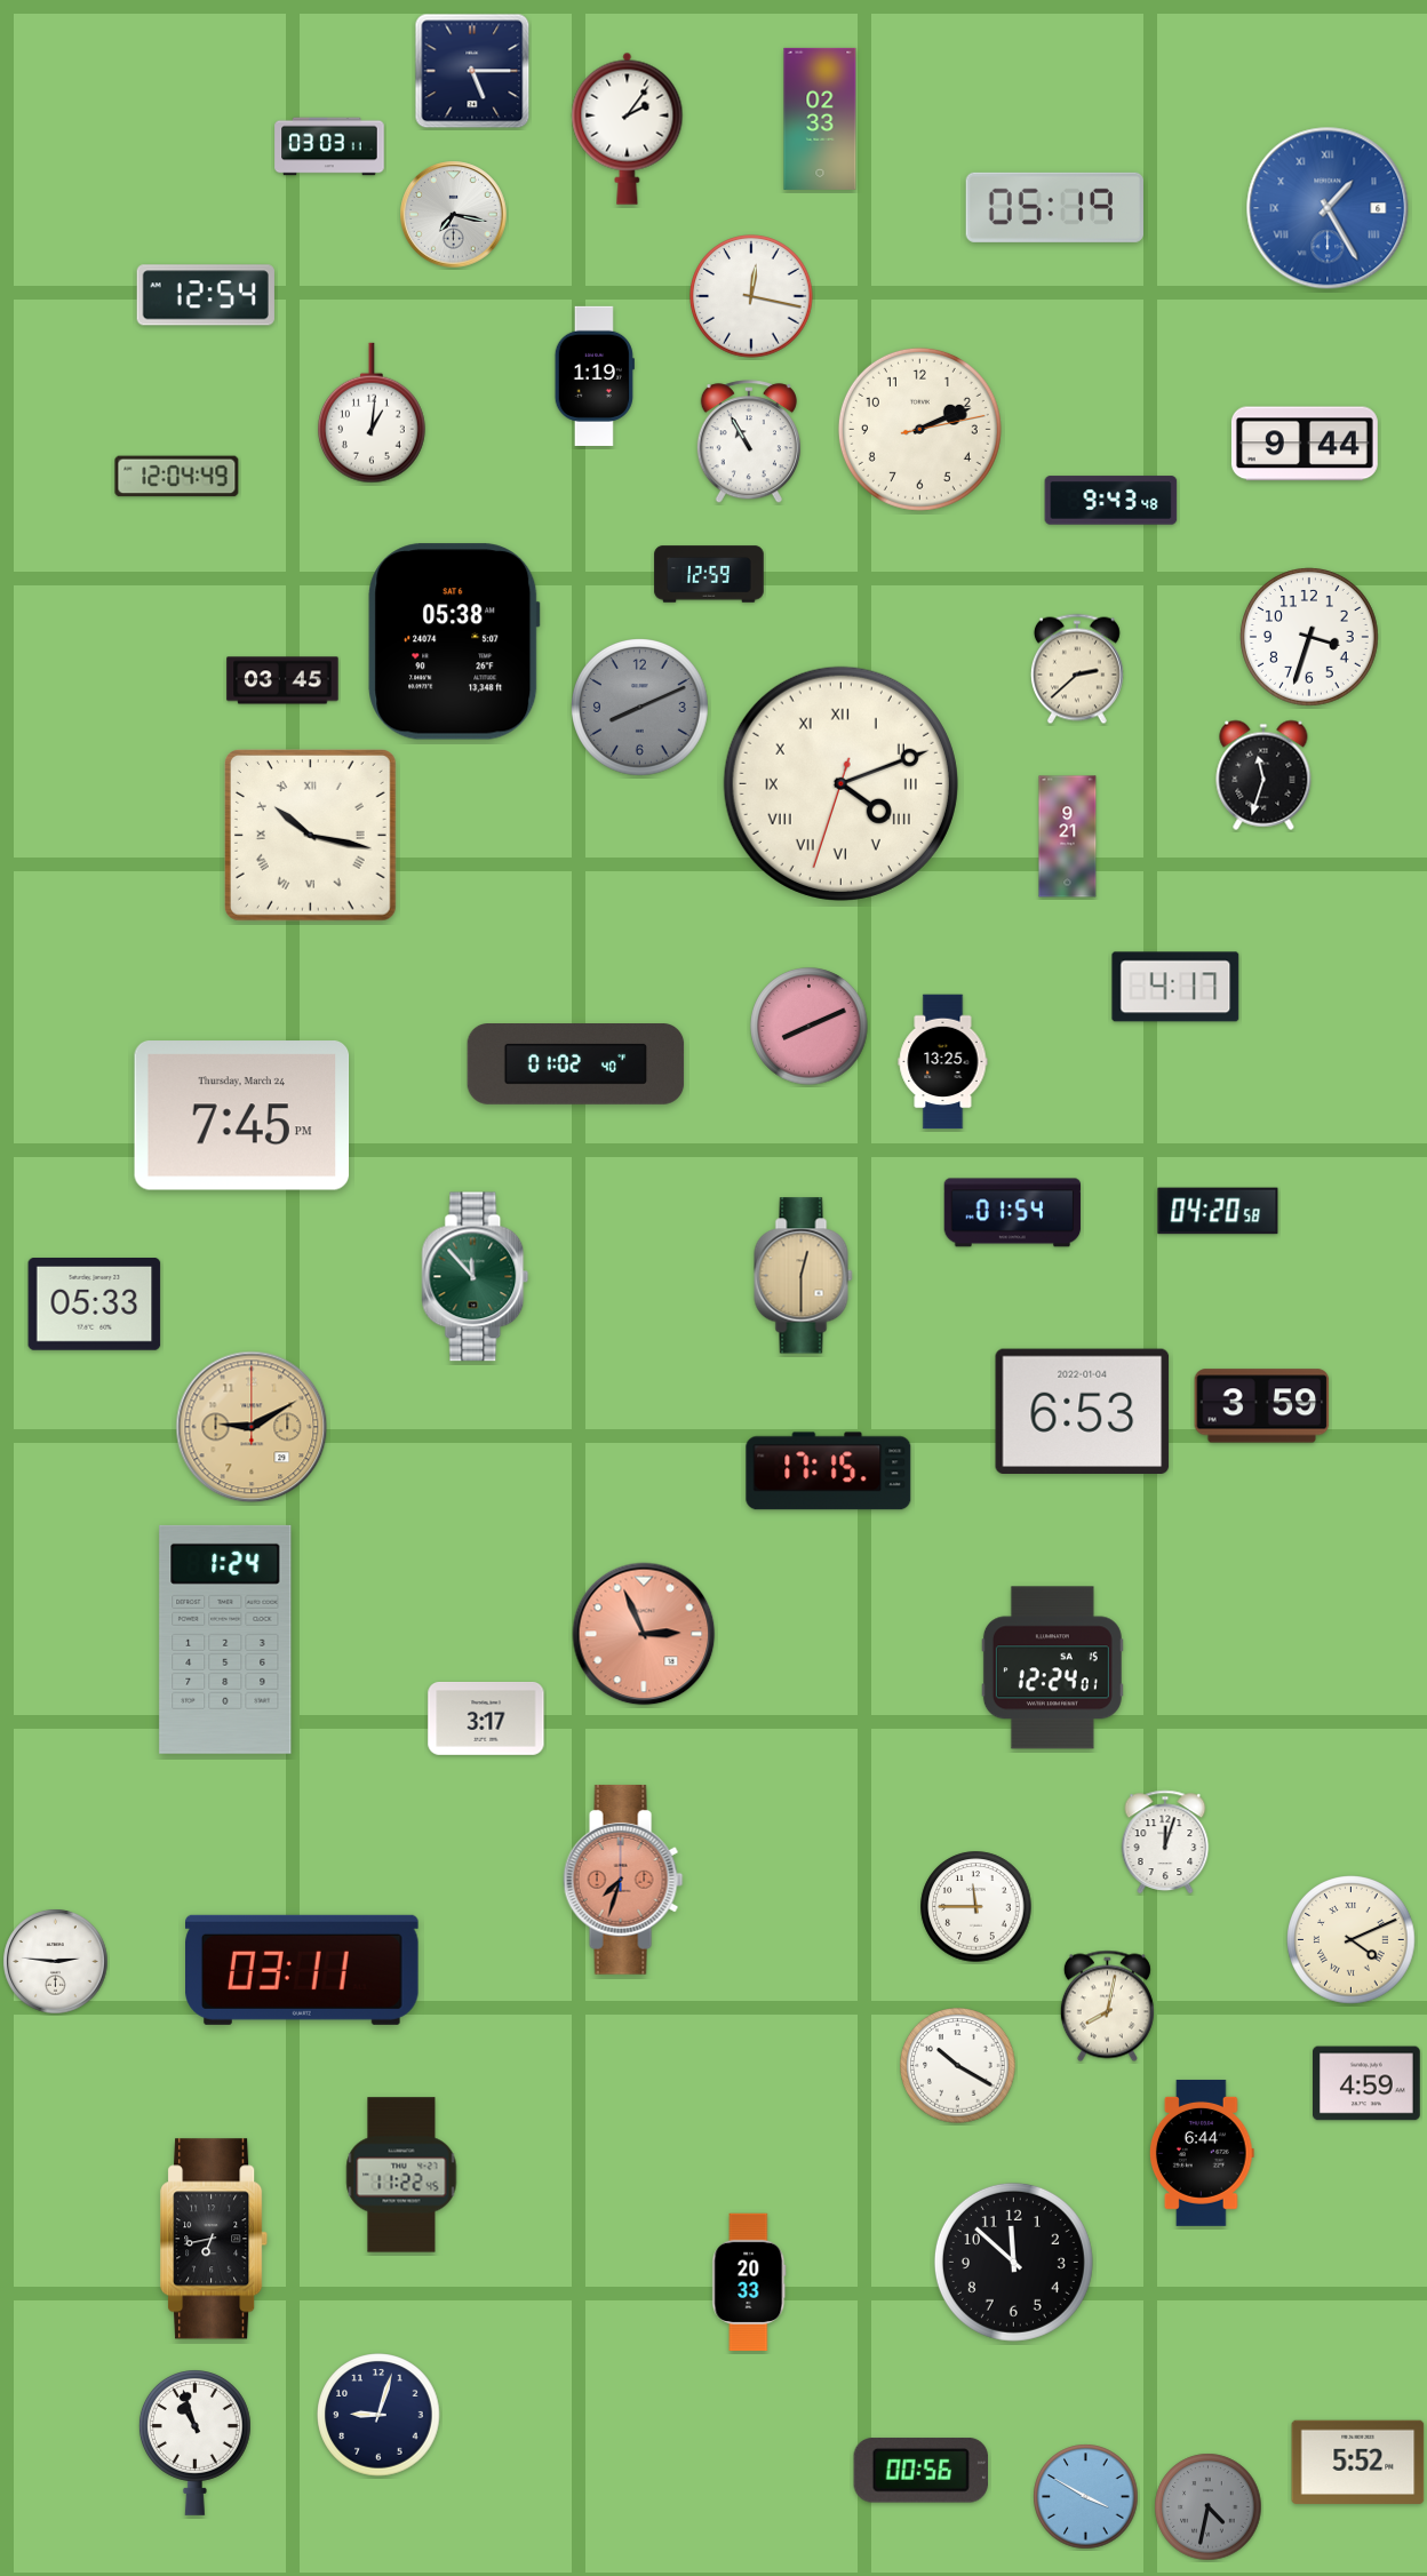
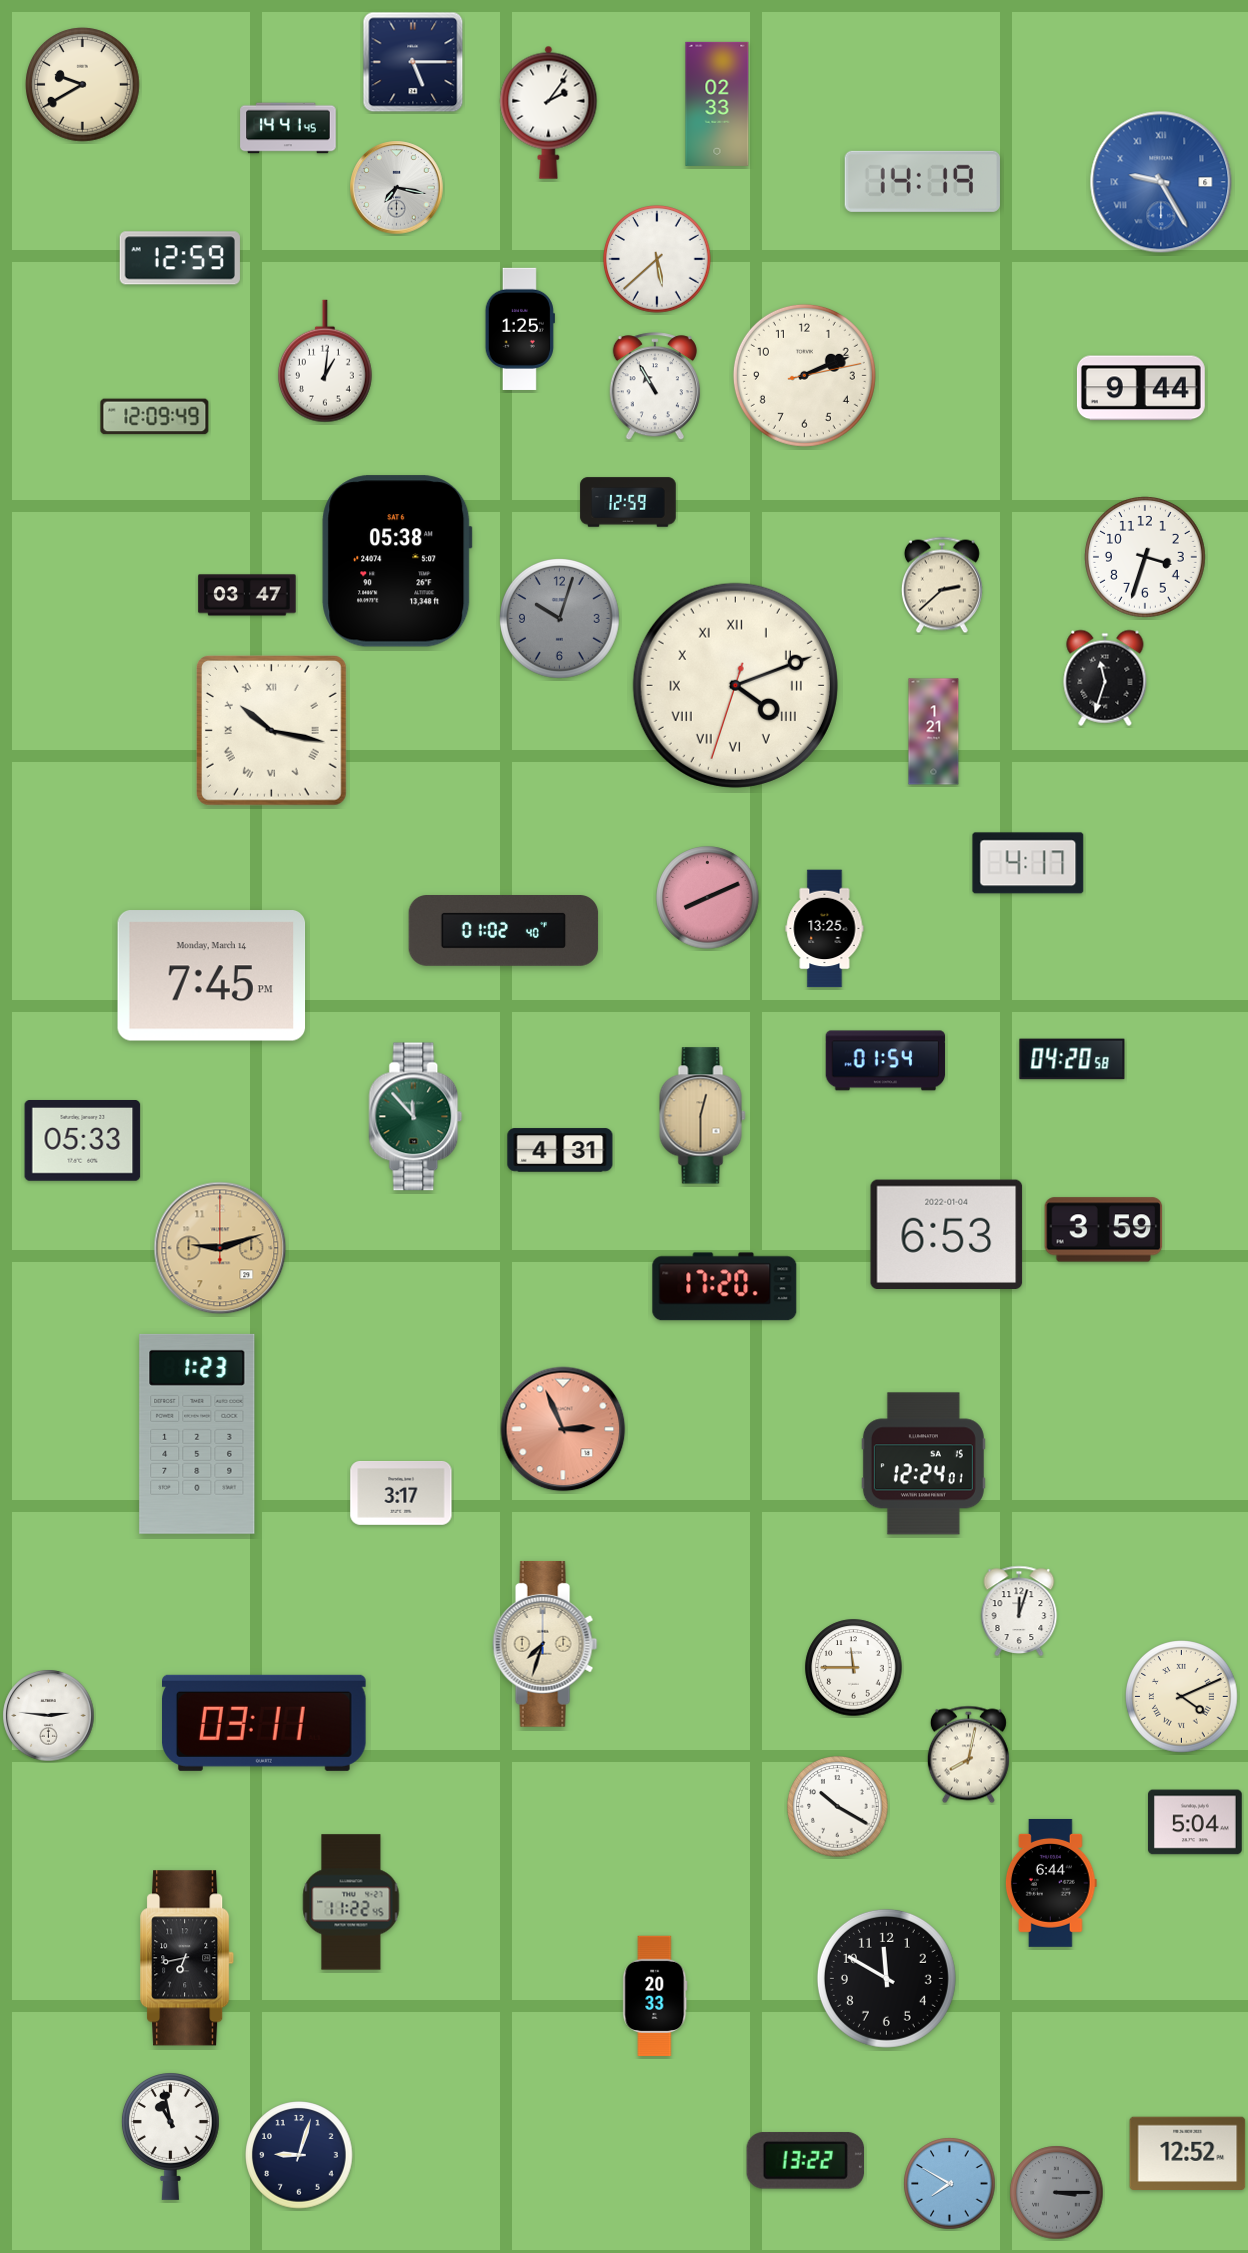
clock at (83, 85): none -> 9:40
clock at (329, 146): 03:03 -> 14:41
clock at (1054, 207): 05:19 -> 14:19
clock at (1328, 208): 1:25 -> 9:25
clock at (206, 295): 12:54 -> 12:59
clock at (751, 296): 12:17 -> 5:38
clock at (595, 376): 1:19 -> 1:25
clock at (177, 477): 12:04 -> 12:09
clock at (1111, 501): 9:43 -> none
clock at (709, 574) position: (709, 574) -> (628, 502)
clock at (282, 680): 03:45 -> 03:47
clock at (640, 708): 8:11 -> 10:03
clock at (1068, 837): 9:21 -> 1:21
clock at (242, 1116) date: Thursday, March 24 -> Monday, March 14
clock at (1218, 1211) position: (1218, 1211) -> (1072, 1059)
clock at (560, 1150): none -> 4:31
clock at (252, 1427): 9:10 -> 9:12
clock at (829, 1472): 17:15 -> 17:20
clock at (225, 1640): 1:24 -> 1:23
clock at (1052, 1668) position: (1052, 1668) -> (923, 1464)
clock at (486, 1718) position: (486, 1718) -> (401, 1493)
clock at (623, 1880) dial: salmon -> cream
clock at (1366, 2083): 4:59 -> 5:04
clock at (1013, 2262): 11:52 -> 11:50
clock at (378, 2415) position: (378, 2415) -> (299, 2155)
clock at (194, 2443): 10:57 -> 10:58
clock at (1358, 2462): 5:52 -> 12:52
clock at (922, 2471): 00:56 -> 13:22
clock at (1086, 2497): 3:50 -> 7:50
clock at (1209, 2507): 4:32 -> 3:15
